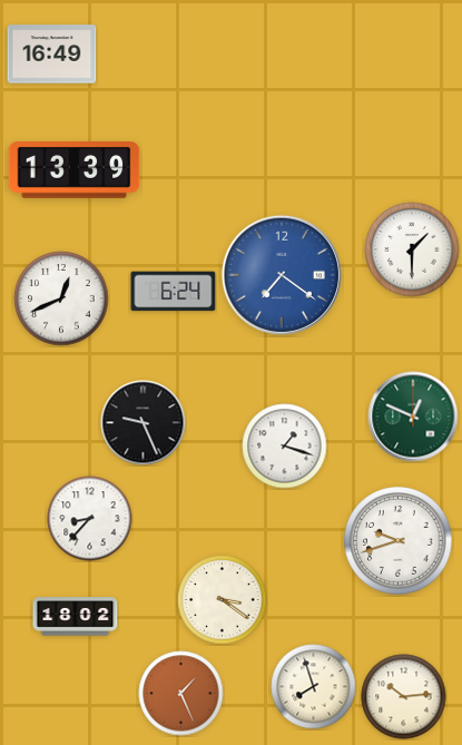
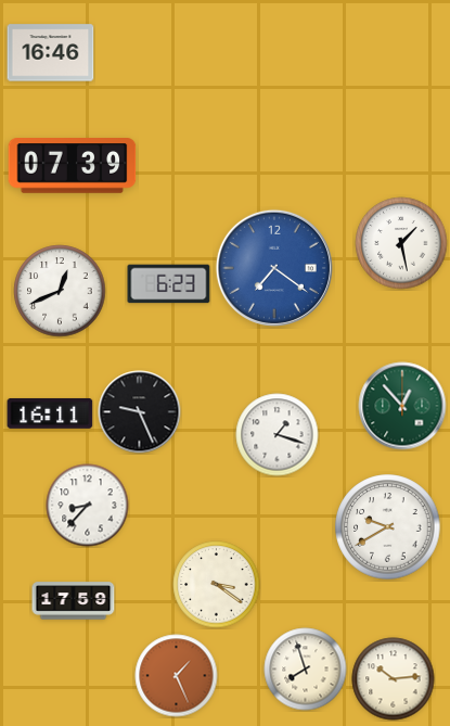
clock at (52, 55): 16:49 -> 16:46
clock at (75, 170): 13:39 -> 07:39
clock at (412, 249): 1:30 -> 1:28
clock at (174, 292): 6:24 -> 6:23
clock at (413, 416): 12:49 -> 12:53
clock at (50, 413): none -> 16:11
clock at (399, 541): 9:42 -> 9:40
clock at (76, 617): 18:02 -> 17:59
